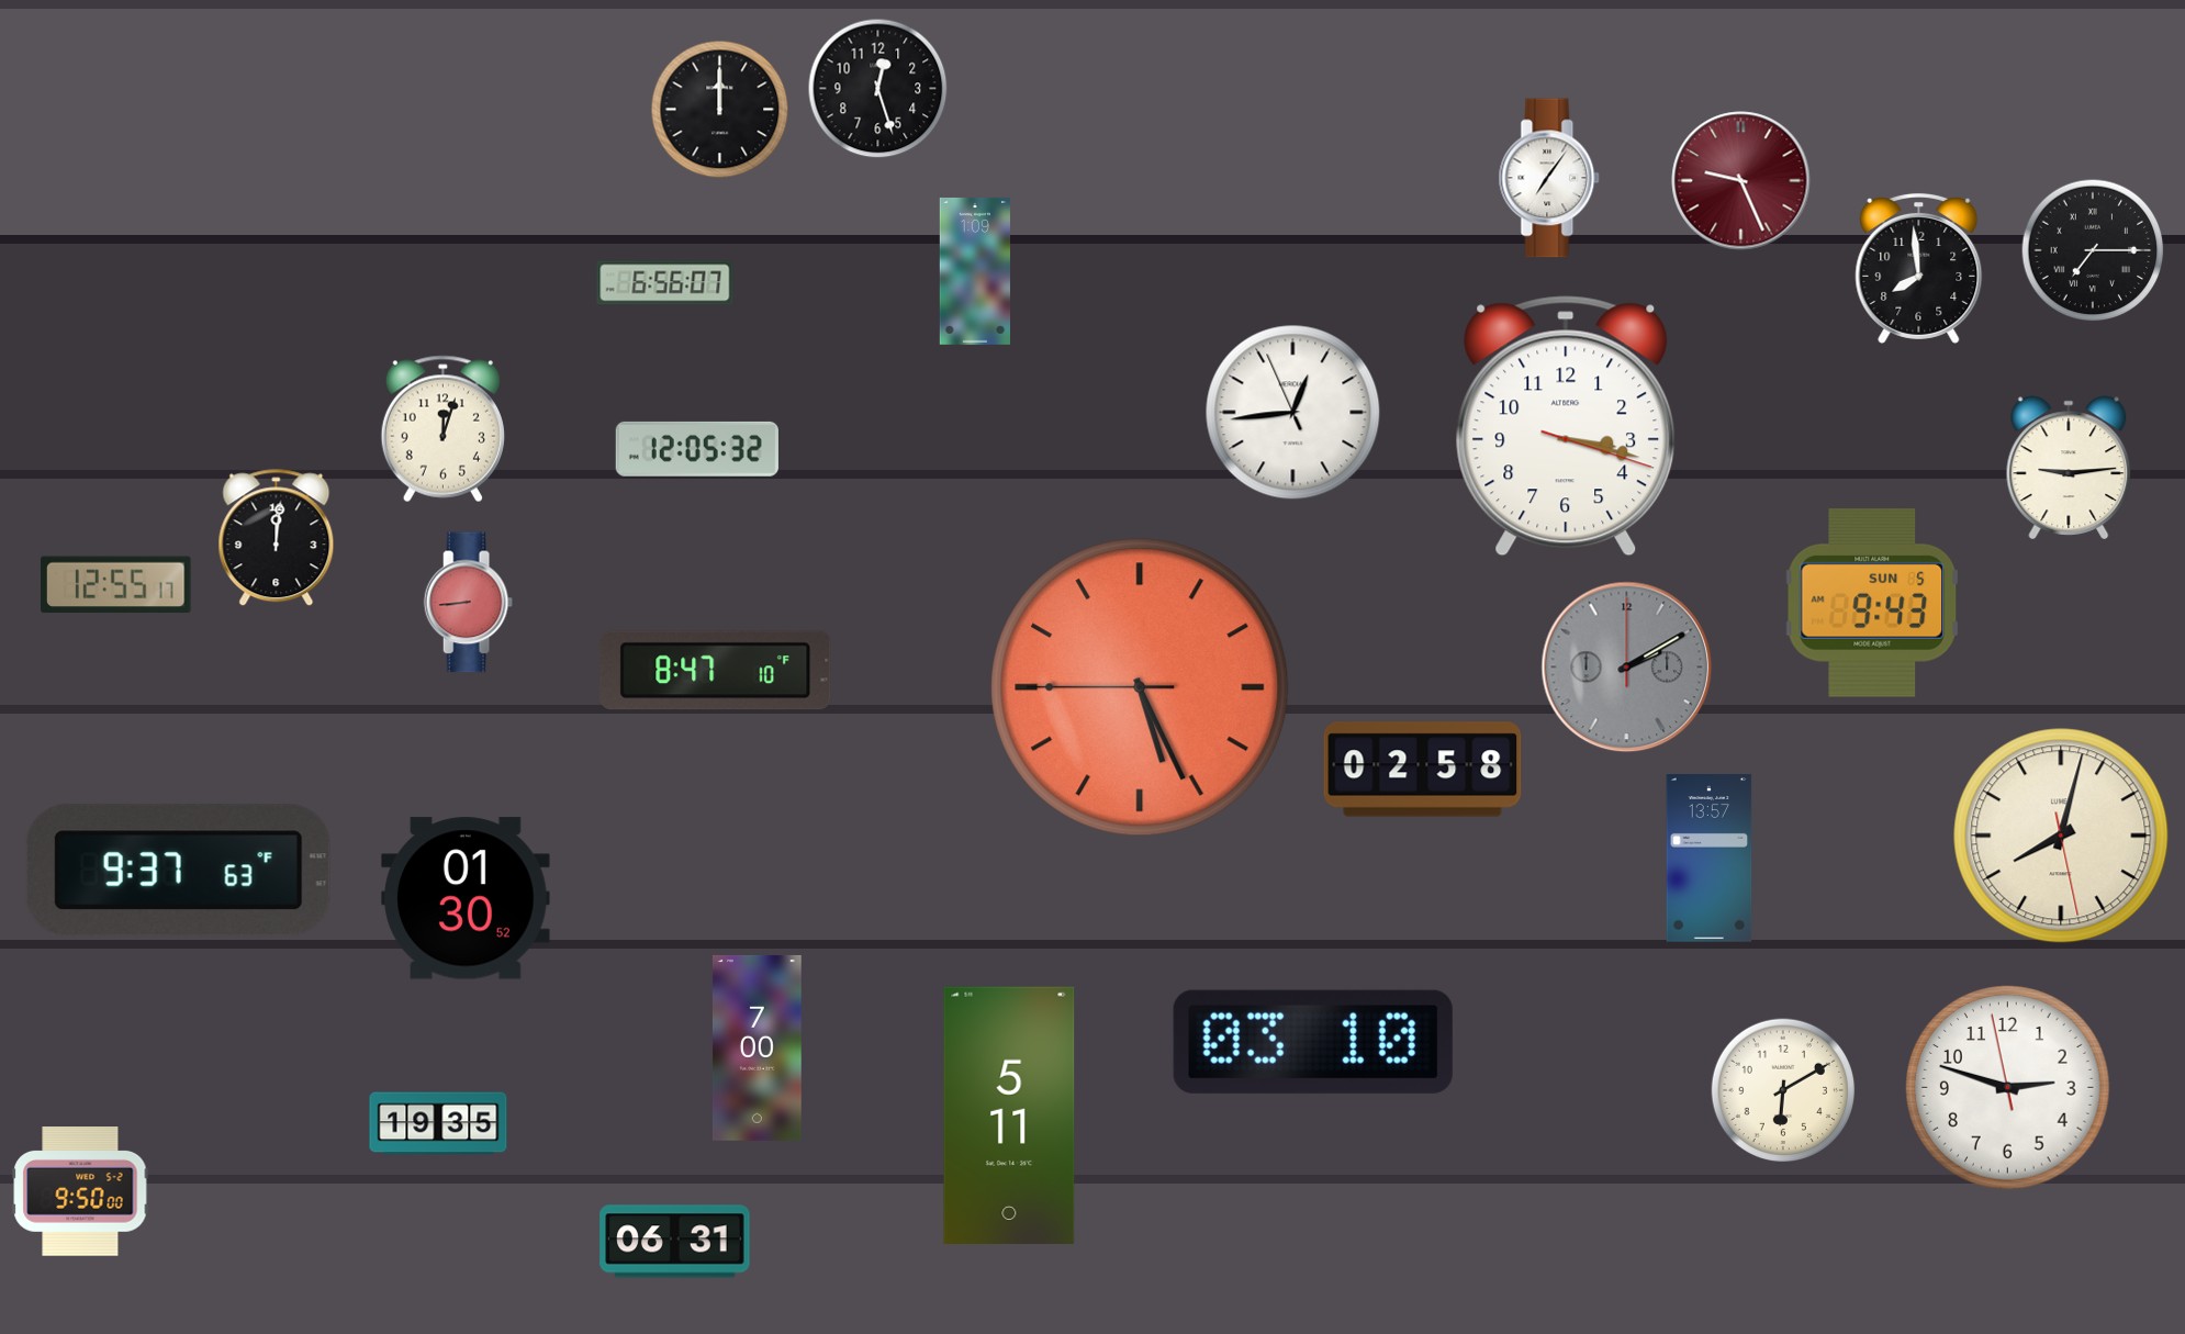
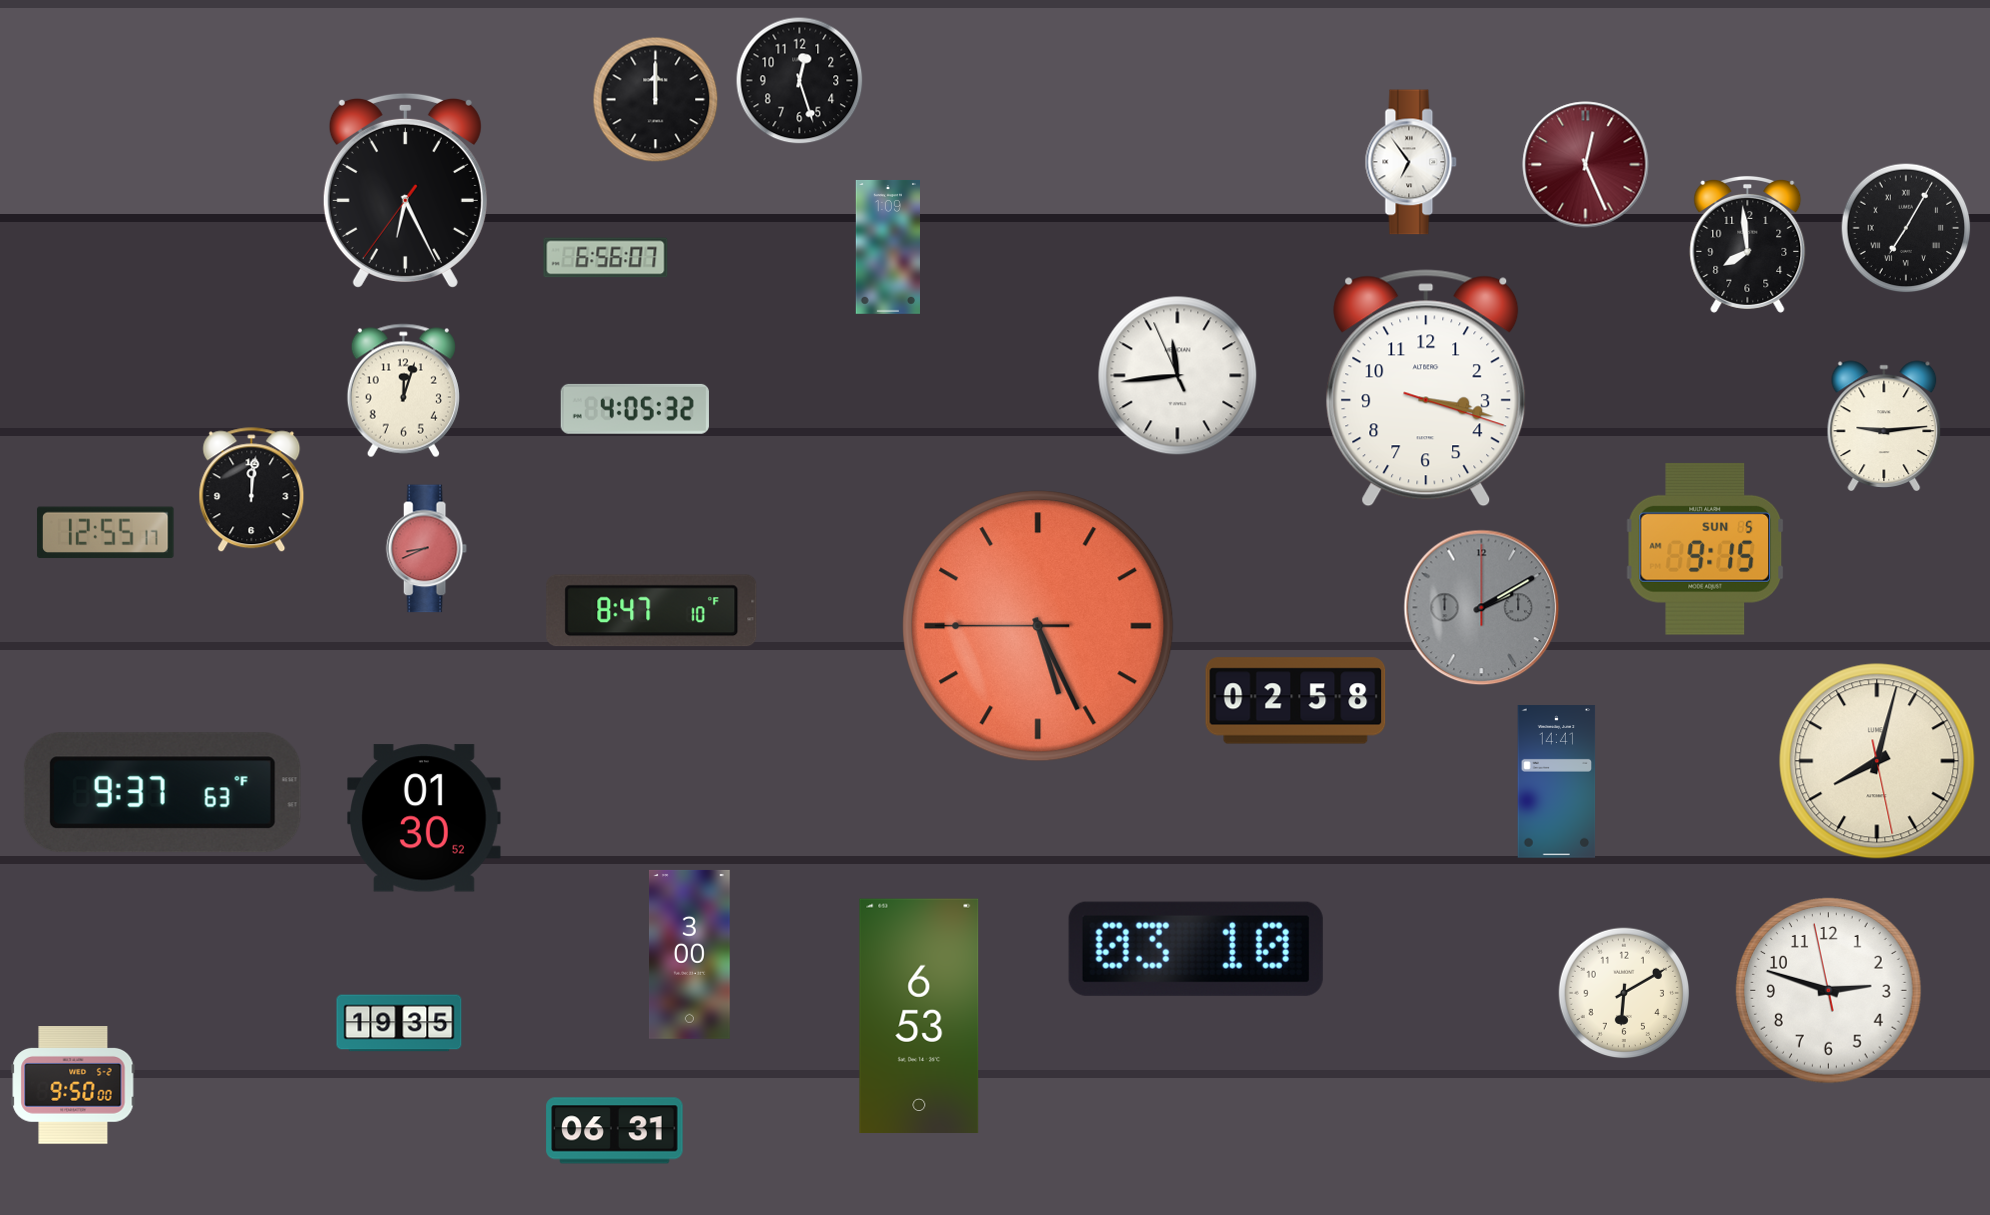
clock at (1549, 178): 7:06 -> 6:54
clock at (1741, 181): 9:26 -> 12:26
clock at (405, 190): none -> 6:25
clock at (2093, 250): 7:15 -> 7:05
clock at (1293, 413): 12:43 -> 11:43
clock at (697, 449): 12:05 -> 4:05
clock at (468, 603): 8:44 -> 8:41
clock at (1872, 603): 9:43 -> 9:15
clock at (1710, 859): 13:57 -> 14:41
clock at (757, 1047): 7:00 -> 3:00
clock at (1009, 1116): 5:11 -> 6:53
